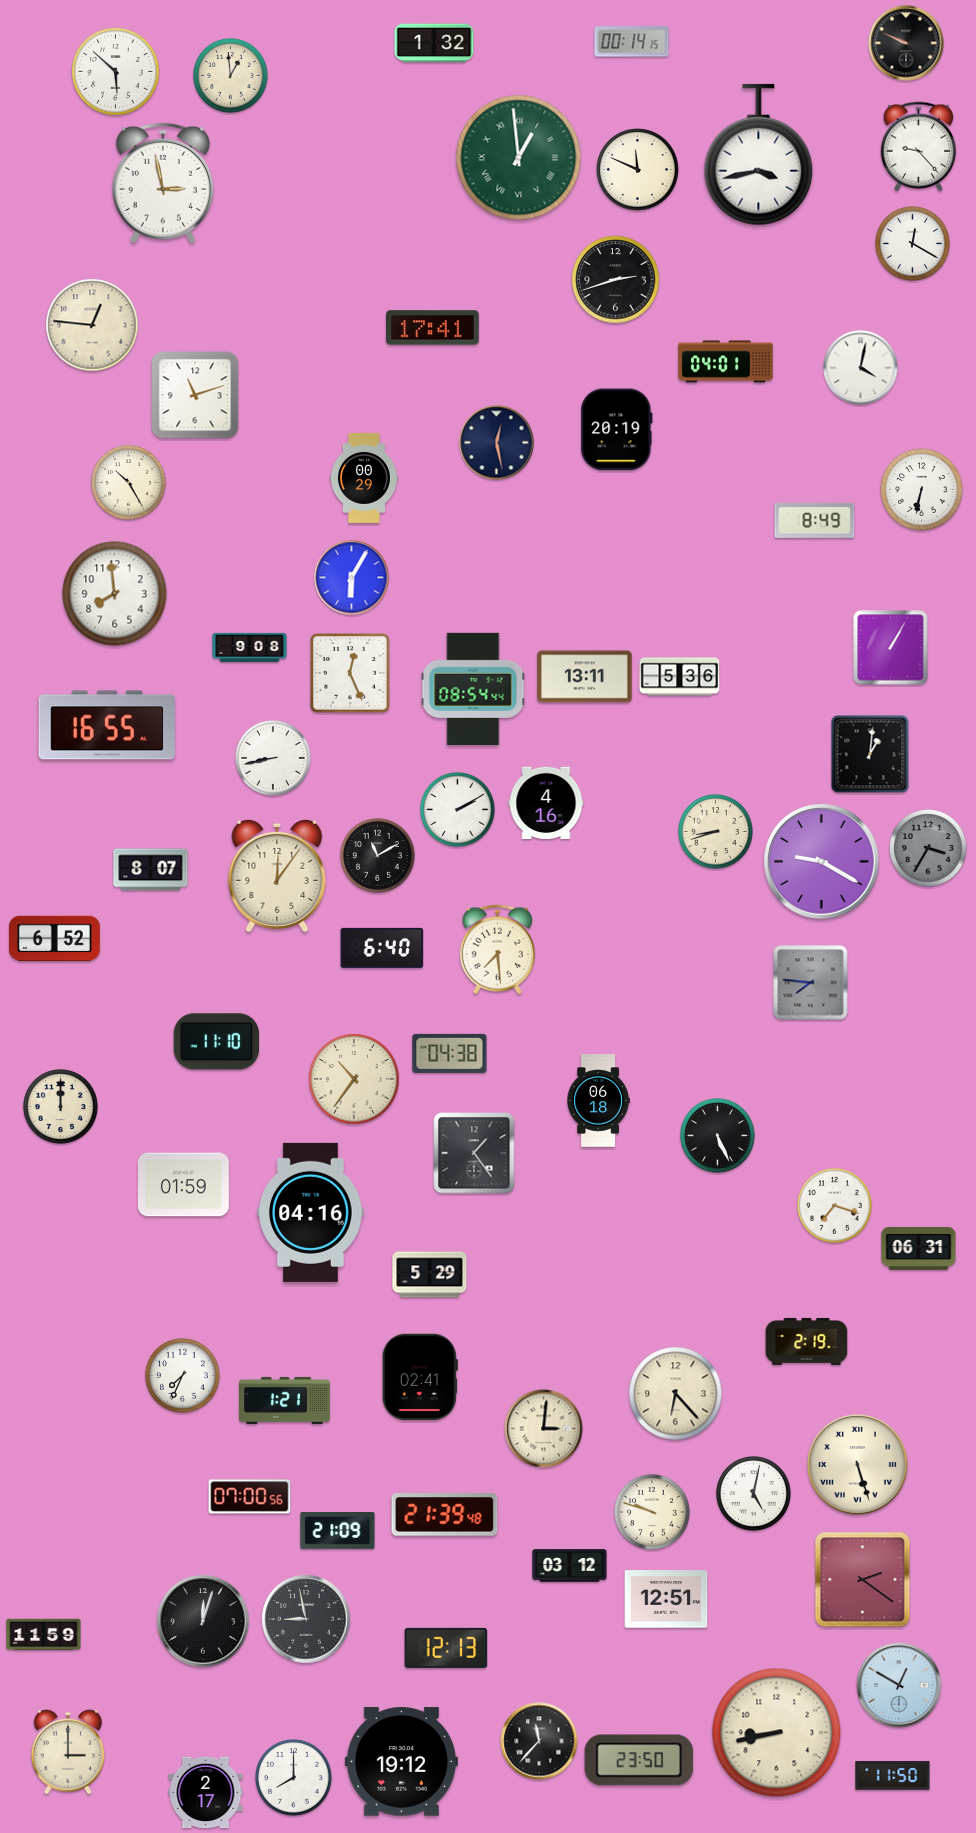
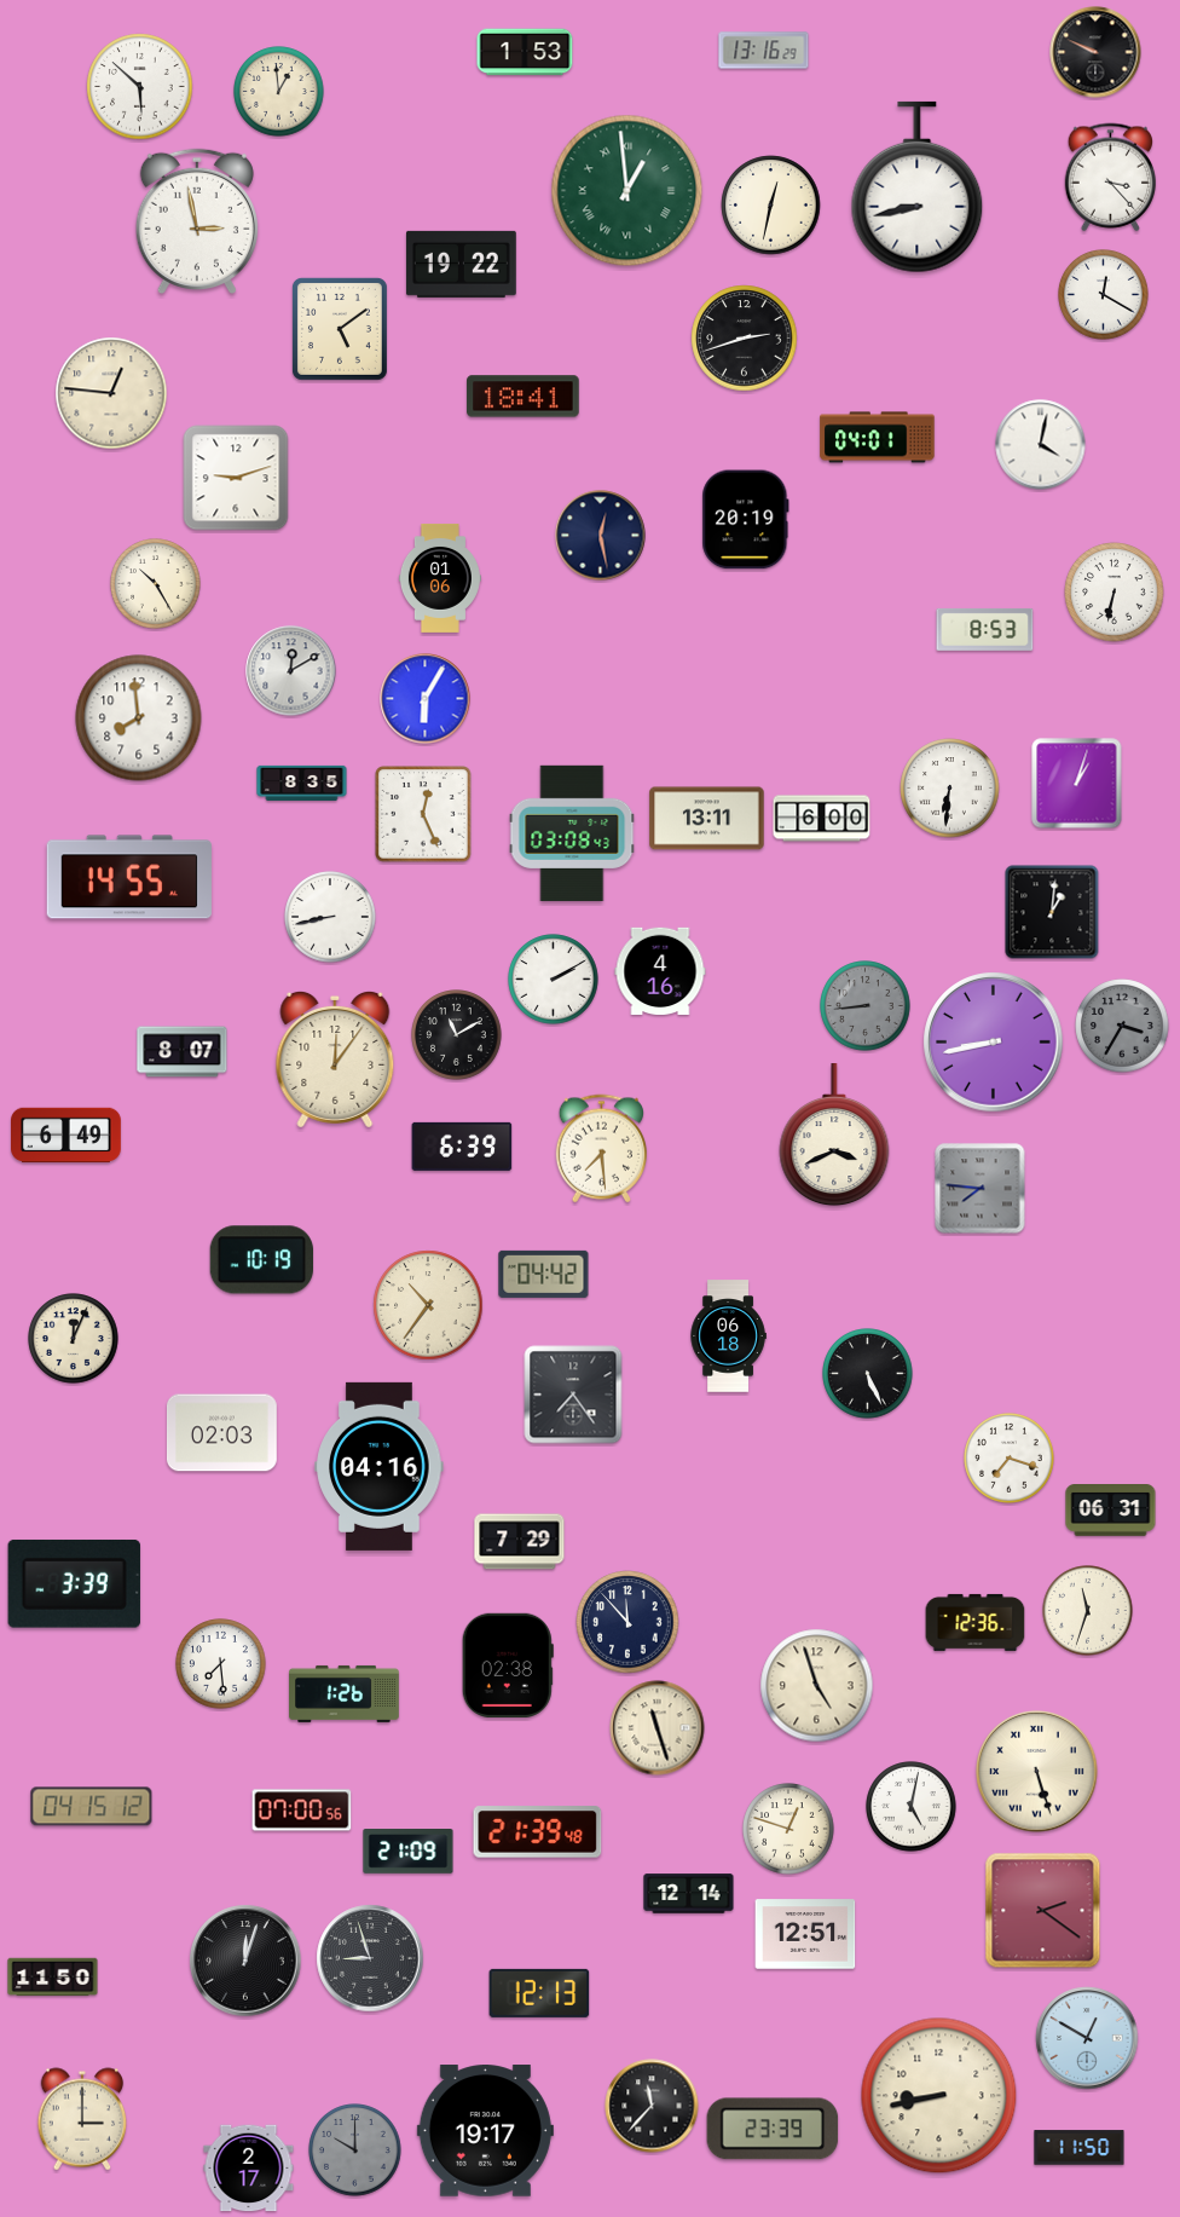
clock at (632, 42): 00:14 -> 13:16
clock at (434, 43): 1:32 -> 1:53
clock at (918, 147): 9:23 -> 3:23
clock at (759, 155): 3:43 -> 8:43
clock at (638, 170): 11:49 -> 12:32
clock at (461, 264): none -> 19:22
clock at (340, 329): none -> 5:09
clock at (433, 328): 17:41 -> 18:41
clock at (195, 395): 11:12 -> 9:12
clock at (364, 478): 00:29 -> 01:06
clock at (815, 520): 8:49 -> 8:53
clock at (291, 671): none -> 12:10
clock at (250, 647): 9:08 -> 8:35
clock at (891, 648): 1:05 -> 1:03
clock at (950, 789): none -> 6:31
clock at (680, 677): 5:36 -> 6:00
clock at (473, 689): 08:54 -> 03:08
clock at (107, 725): 16:55 -> 14:55
clock at (716, 832): 8:42 -> 8:44
clock at (716, 832) dial: cream -> grey
clock at (822, 862): 9:20 -> 8:43
clock at (55, 939): 6:52 -> 6:49
clock at (834, 1136): none -> 3:41
clock at (382, 948): 6:40 -> 6:39
clock at (216, 1042): 11:10 -> 10:19
clock at (450, 1053): 04:38 -> 04:42
clock at (598, 1101) position: (598, 1101) -> (728, 1336)
clock at (61, 1107): 12:00 -> 12:04
clock at (474, 1153): 1:24 -> 7:24
clock at (183, 1185): 01:59 -> 02:03
clock at (311, 1212) position: (311, 1212) -> (380, 1466)
clock at (430, 1275): 5:29 -> 7:29
clock at (74, 1583): none -> 3:39
clock at (1088, 1611): none -> 11:33
clock at (627, 1622): none -> 11:53
clock at (807, 1341): 2:19 -> 12:36
clock at (183, 1376): 7:34 -> 7:29
clock at (420, 1376): 02:41 -> 02:38
clock at (676, 1394): 6:23 -> 4:57
clock at (285, 1400): 1:21 -> 1:26
clock at (544, 1429): 3:01 -> 11:27
clock at (92, 1807): none -> 04:15
clock at (652, 1512): 9:48 -> 12:48
clock at (570, 1566): 03:12 -> 12:14
clock at (306, 1619): 8:58 -> 8:57
clock at (44, 1635): 11:59 -> 11:50
clock at (639, 1760): 23:50 -> 23:39
clock at (401, 1762): 19:12 -> 19:17
clock at (294, 1778): 8:00 -> 10:00
clock at (294, 1778) dial: white -> grey
